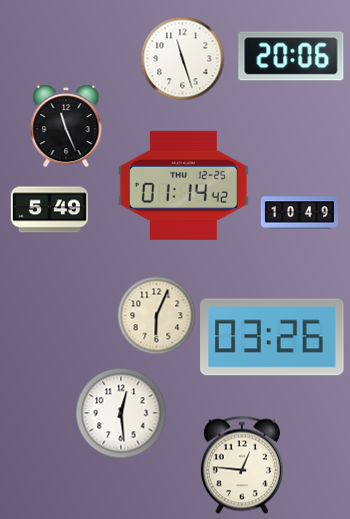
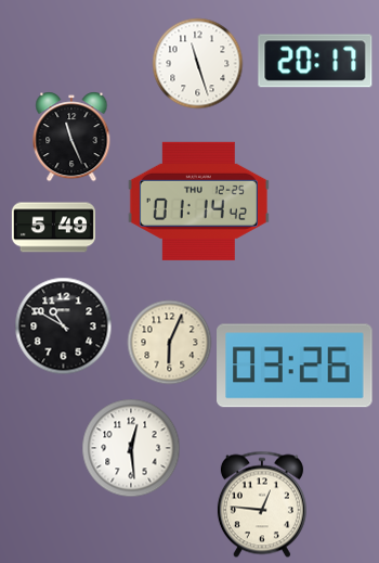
clock at (291, 56): 20:06 -> 20:17
clock at (299, 213): 10:49 -> none
clock at (63, 325): none -> 10:50
